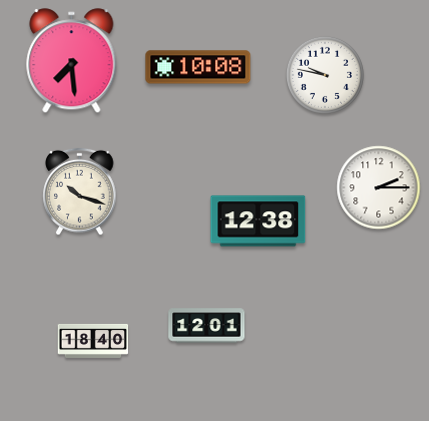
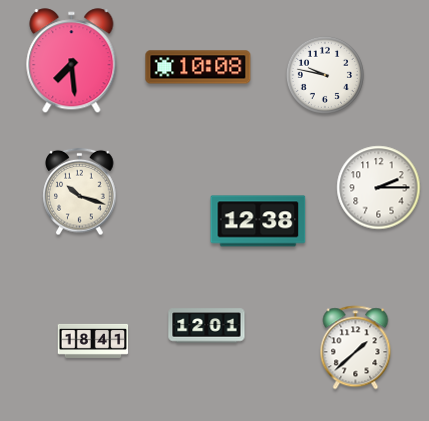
clock at (93, 341): 18:40 -> 18:41
clock at (356, 348): none -> 1:38
